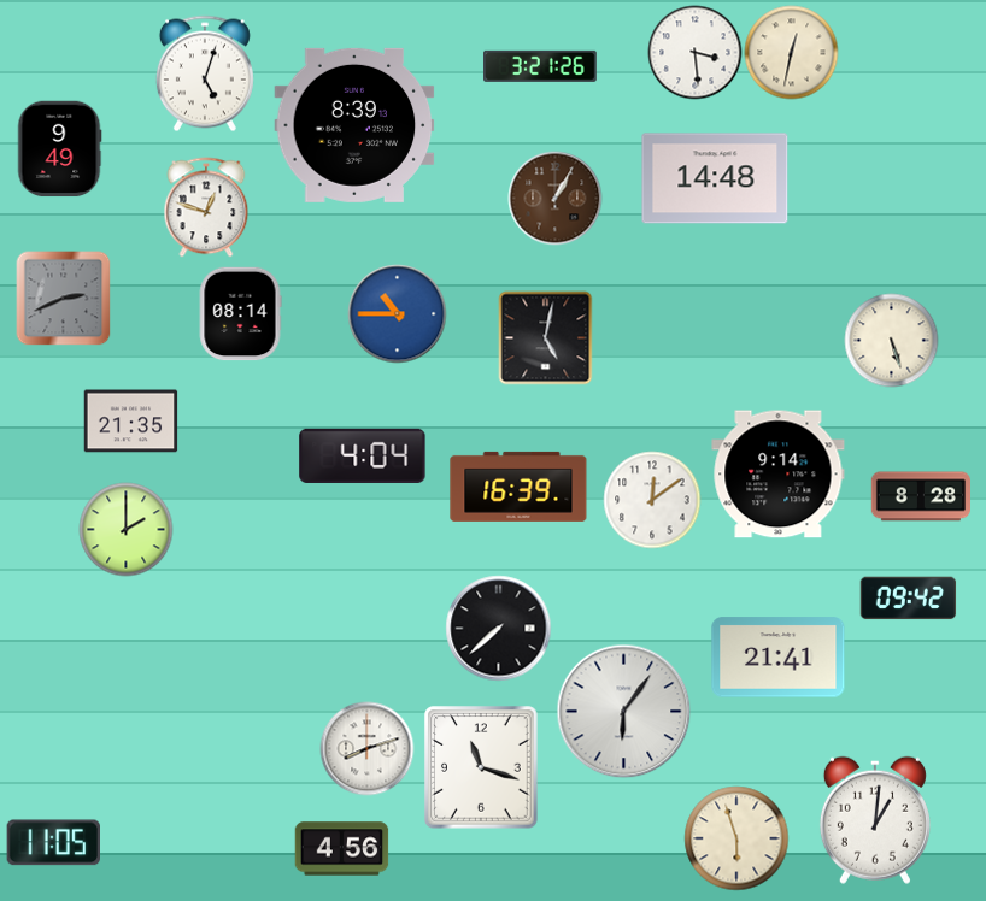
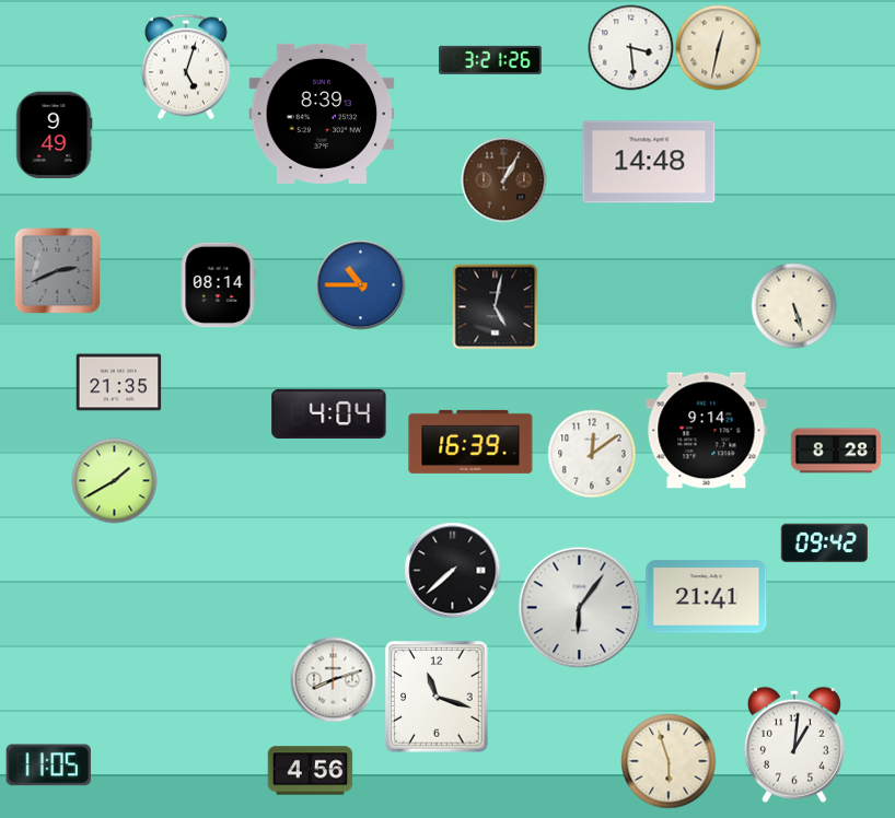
clock at (206, 207): 12:48 -> none
clock at (891, 340) position: (891, 340) -> (793, 305)
clock at (125, 529): 2:00 -> 1:40
clock at (623, 711) position: (623, 711) -> (579, 607)
